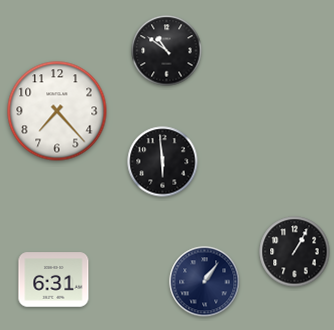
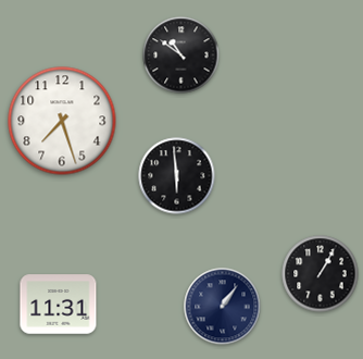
clock at (57, 111): 7:23 -> 7:27
clock at (54, 280): 6:31 -> 11:31
